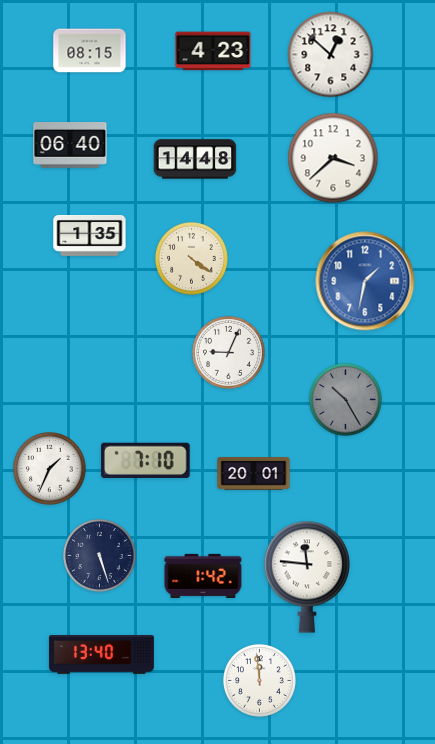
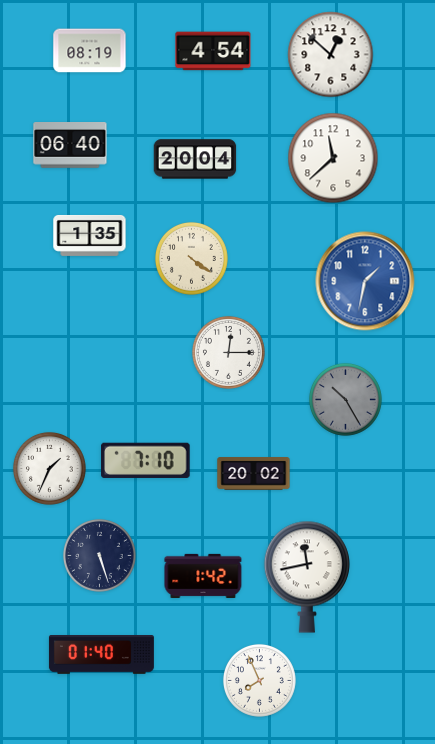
clock at (90, 51): 08:15 -> 08:19
clock at (213, 51): 4:23 -> 4:54
clock at (333, 158): 3:38 -> 11:38
clock at (195, 159): 14:48 -> 20:04
clock at (229, 353): 9:04 -> 12:15
clock at (254, 474): 20:01 -> 20:02
clock at (307, 577): 11:46 -> 11:43
clock at (101, 655): 13:40 -> 01:40
clock at (260, 681): 11:59 -> 7:56
